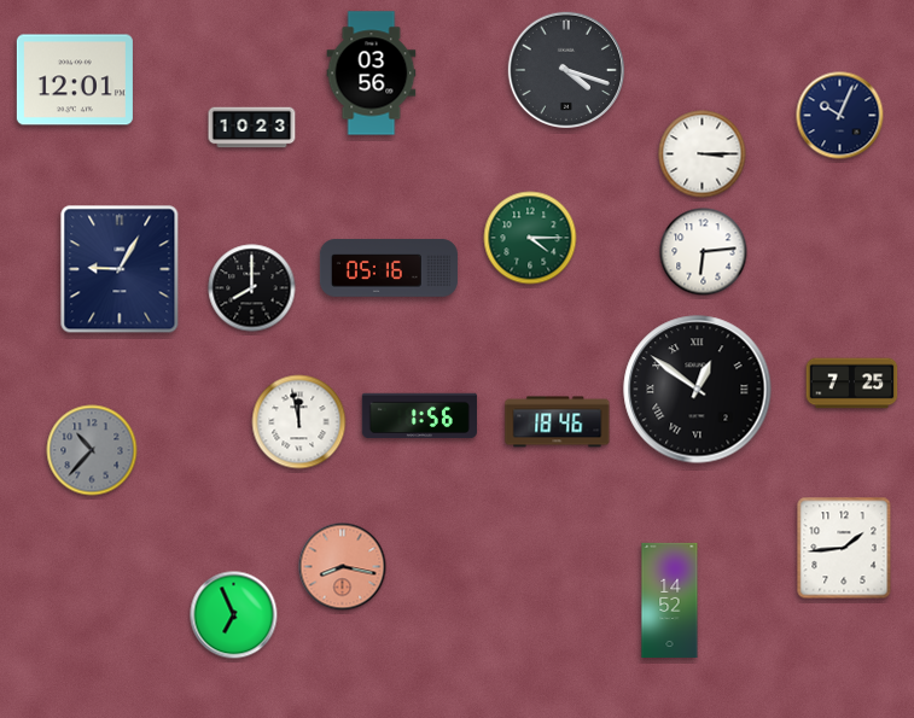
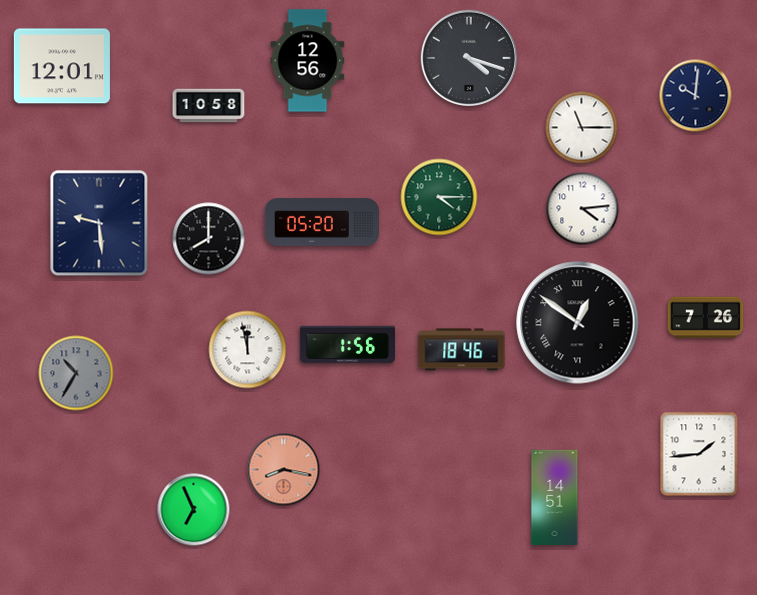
clock at (372, 74): 03:56 -> 12:56
clock at (840, 116): 10:04 -> 10:01
clock at (252, 128): 10:23 -> 10:58
clock at (703, 154): 3:15 -> 11:15
clock at (704, 252): 6:14 -> 4:14
clock at (389, 268): 05:16 -> 05:20
clock at (120, 269): 9:05 -> 9:29
clock at (852, 384): 7:25 -> 7:26
clock at (92, 450): 10:37 -> 10:35
clock at (670, 600): 14:52 -> 14:51
